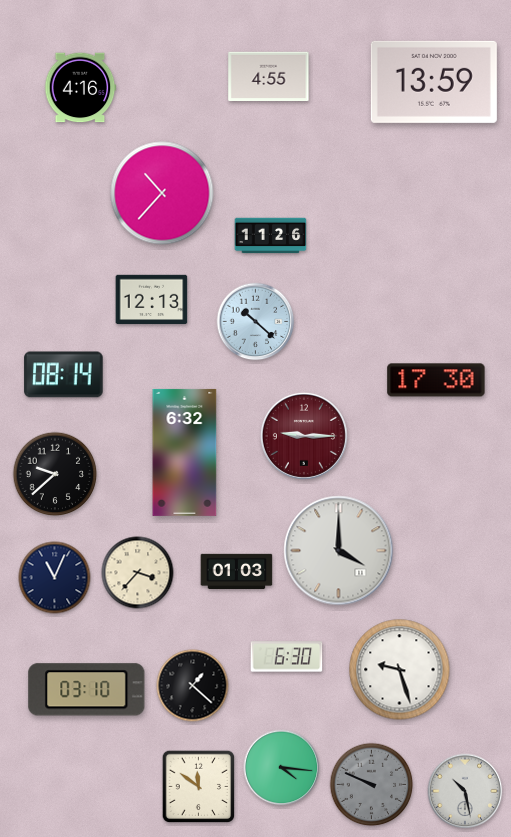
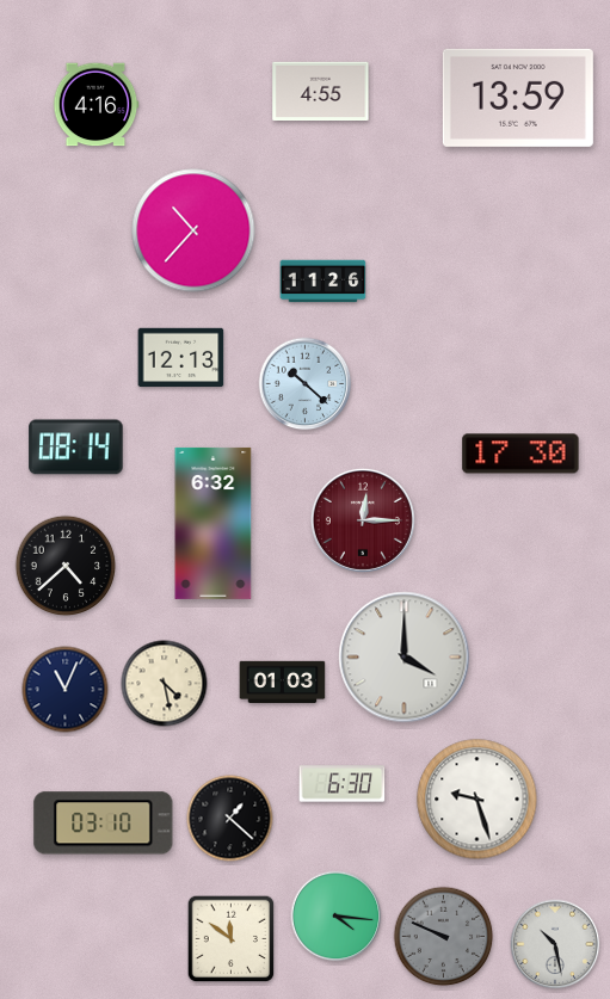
clock at (304, 436): 9:15 -> 12:15
clock at (185, 452) position: (185, 452) -> (214, 523)
clock at (55, 474): 9:38 -> 4:38
clock at (138, 573): 3:37 -> 4:28
clock at (199, 787) position: (199, 787) -> (232, 939)
